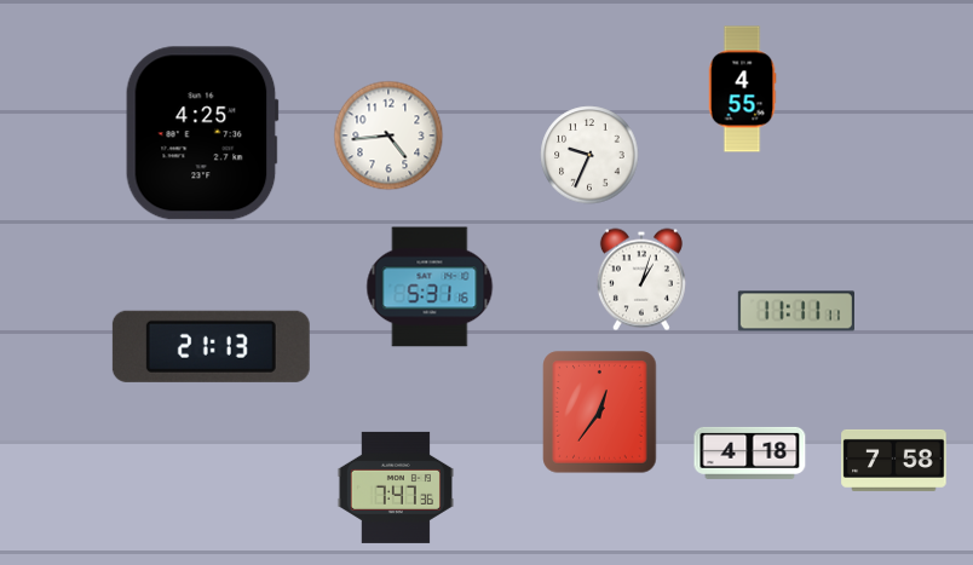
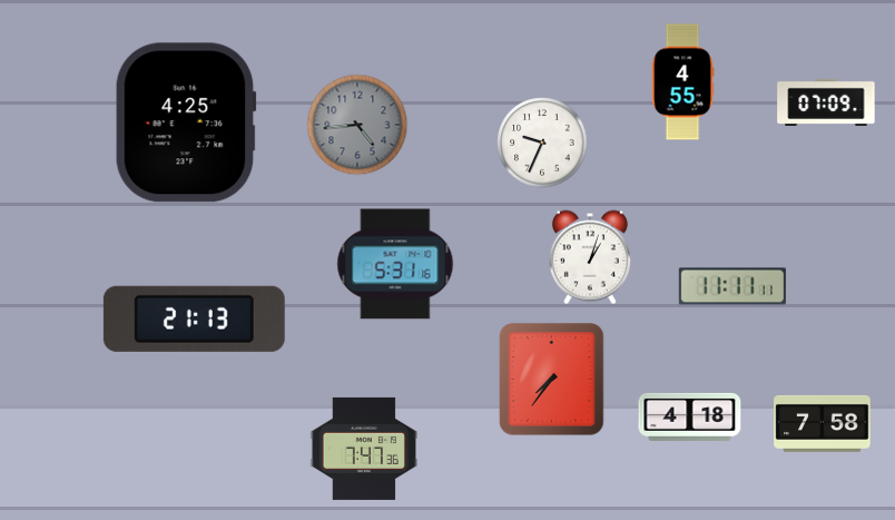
clock at (826, 102): none -> 07:09
clock at (388, 136) dial: white -> grey
clock at (600, 413): 12:36 -> 7:36
